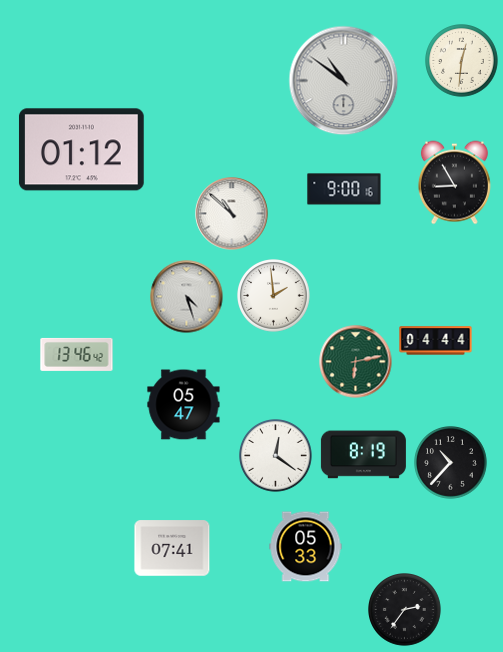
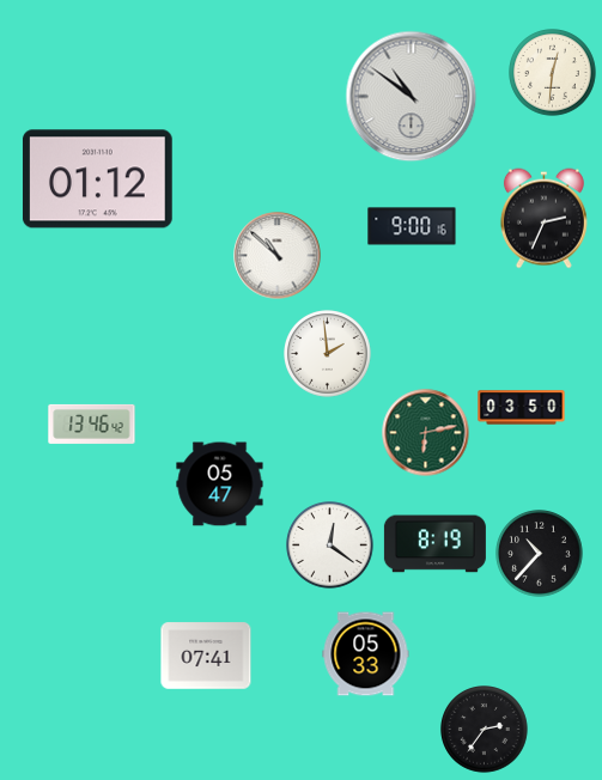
clock at (454, 183): 8:55 -> 2:34
clock at (187, 297): 4:27 -> none
clock at (436, 341): 04:44 -> 03:50
